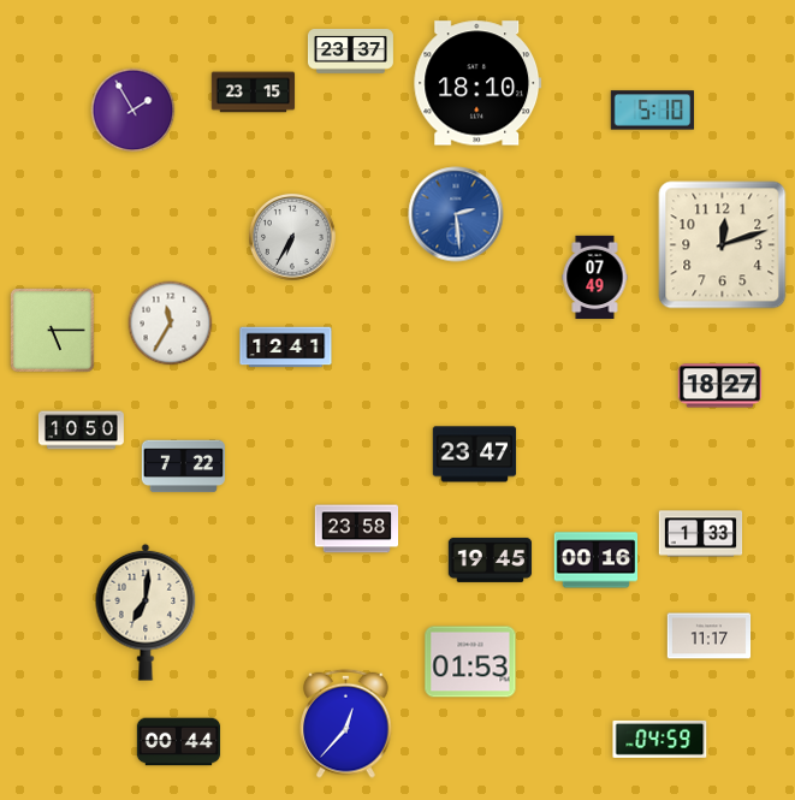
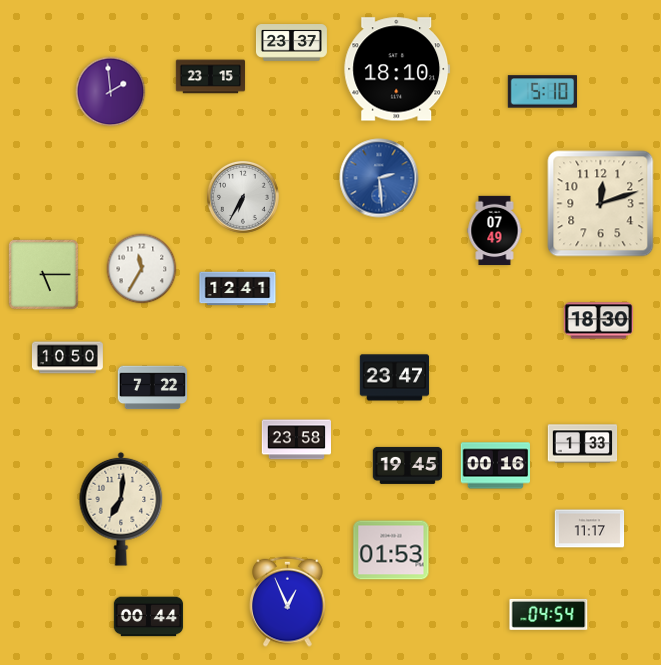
clock at (134, 111): 1:55 -> 1:59
clock at (719, 386): 18:27 -> 18:30
clock at (346, 723): 12:37 -> 12:56
clock at (660, 739): 04:59 -> 04:54
